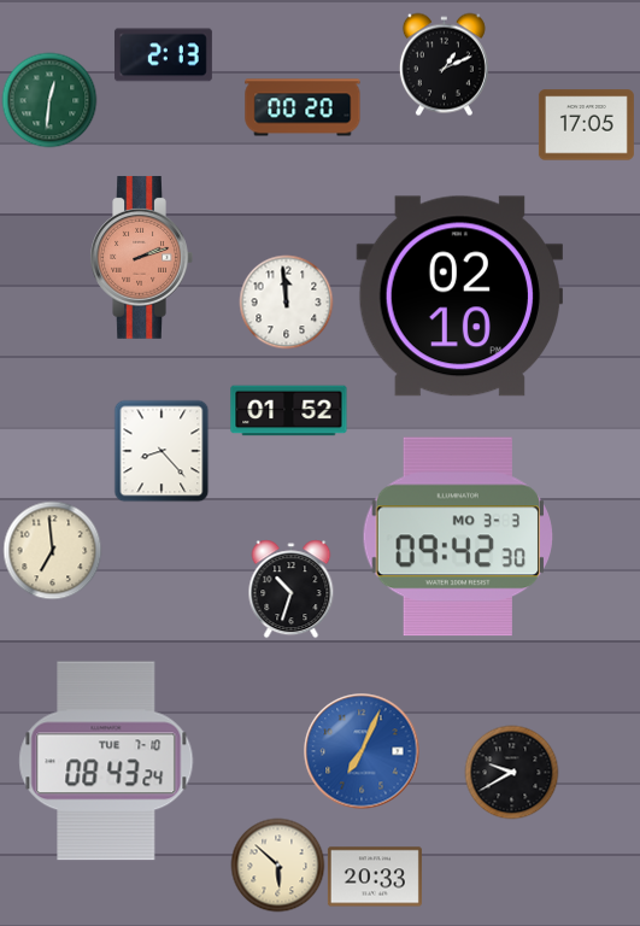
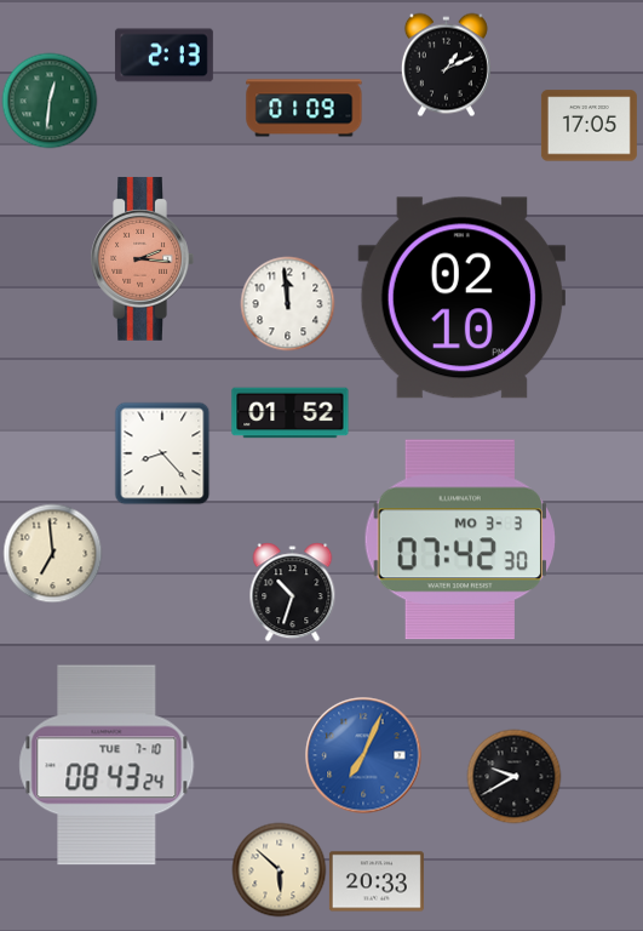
clock at (303, 107): 00:20 -> 01:09
clock at (141, 257): 2:12 -> 2:16
clock at (457, 537): 09:42 -> 07:42
